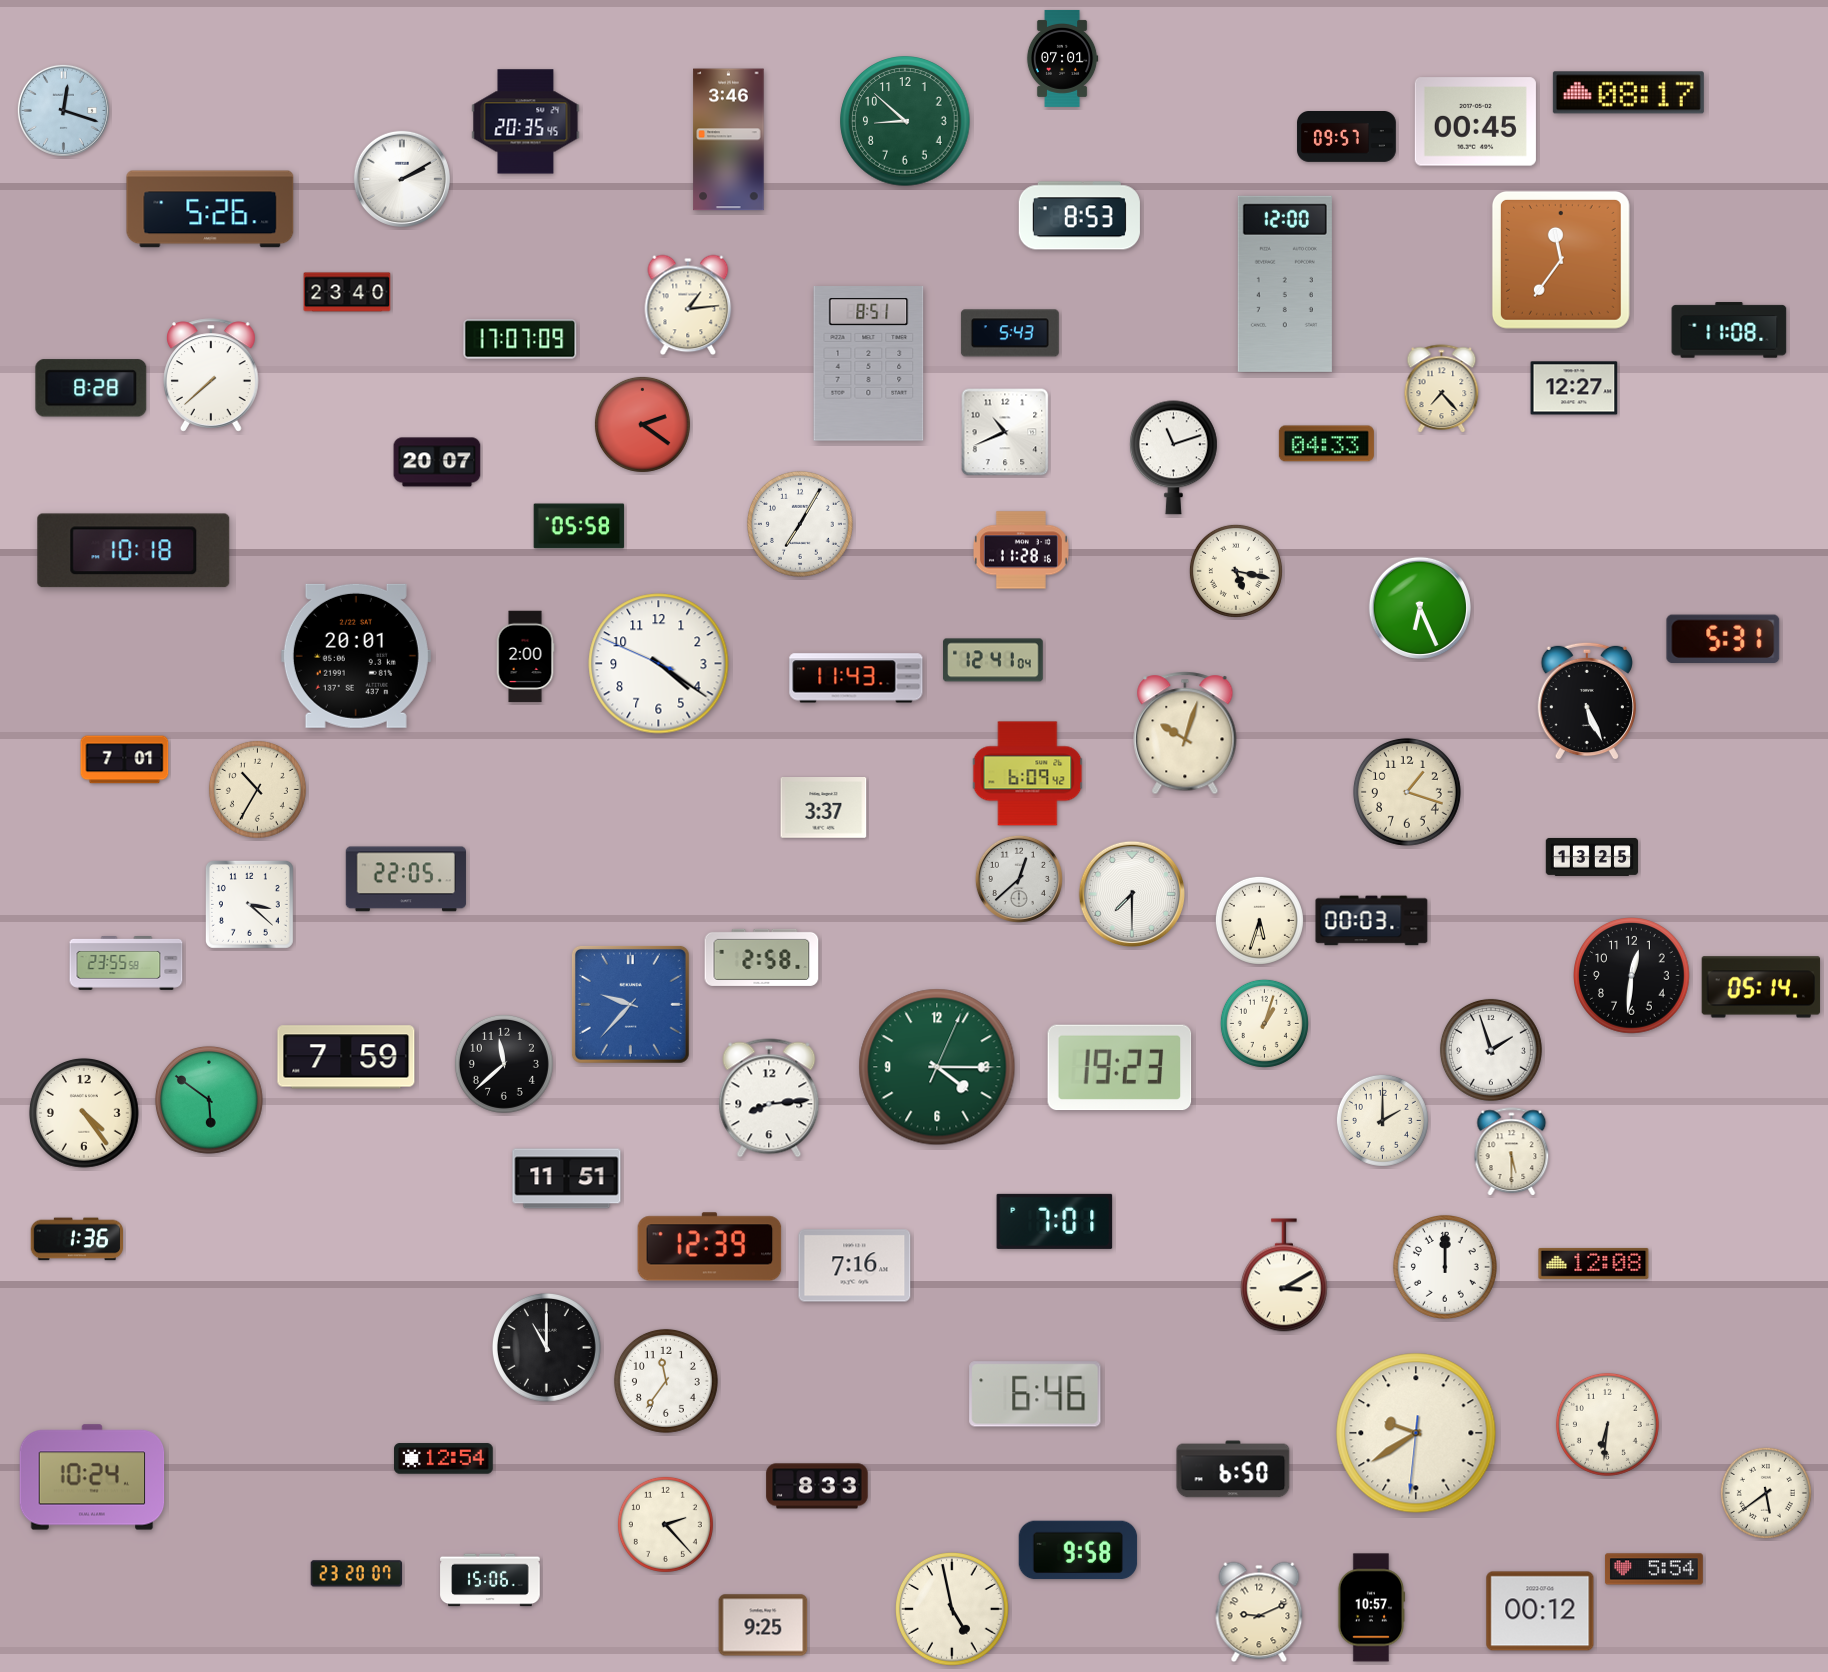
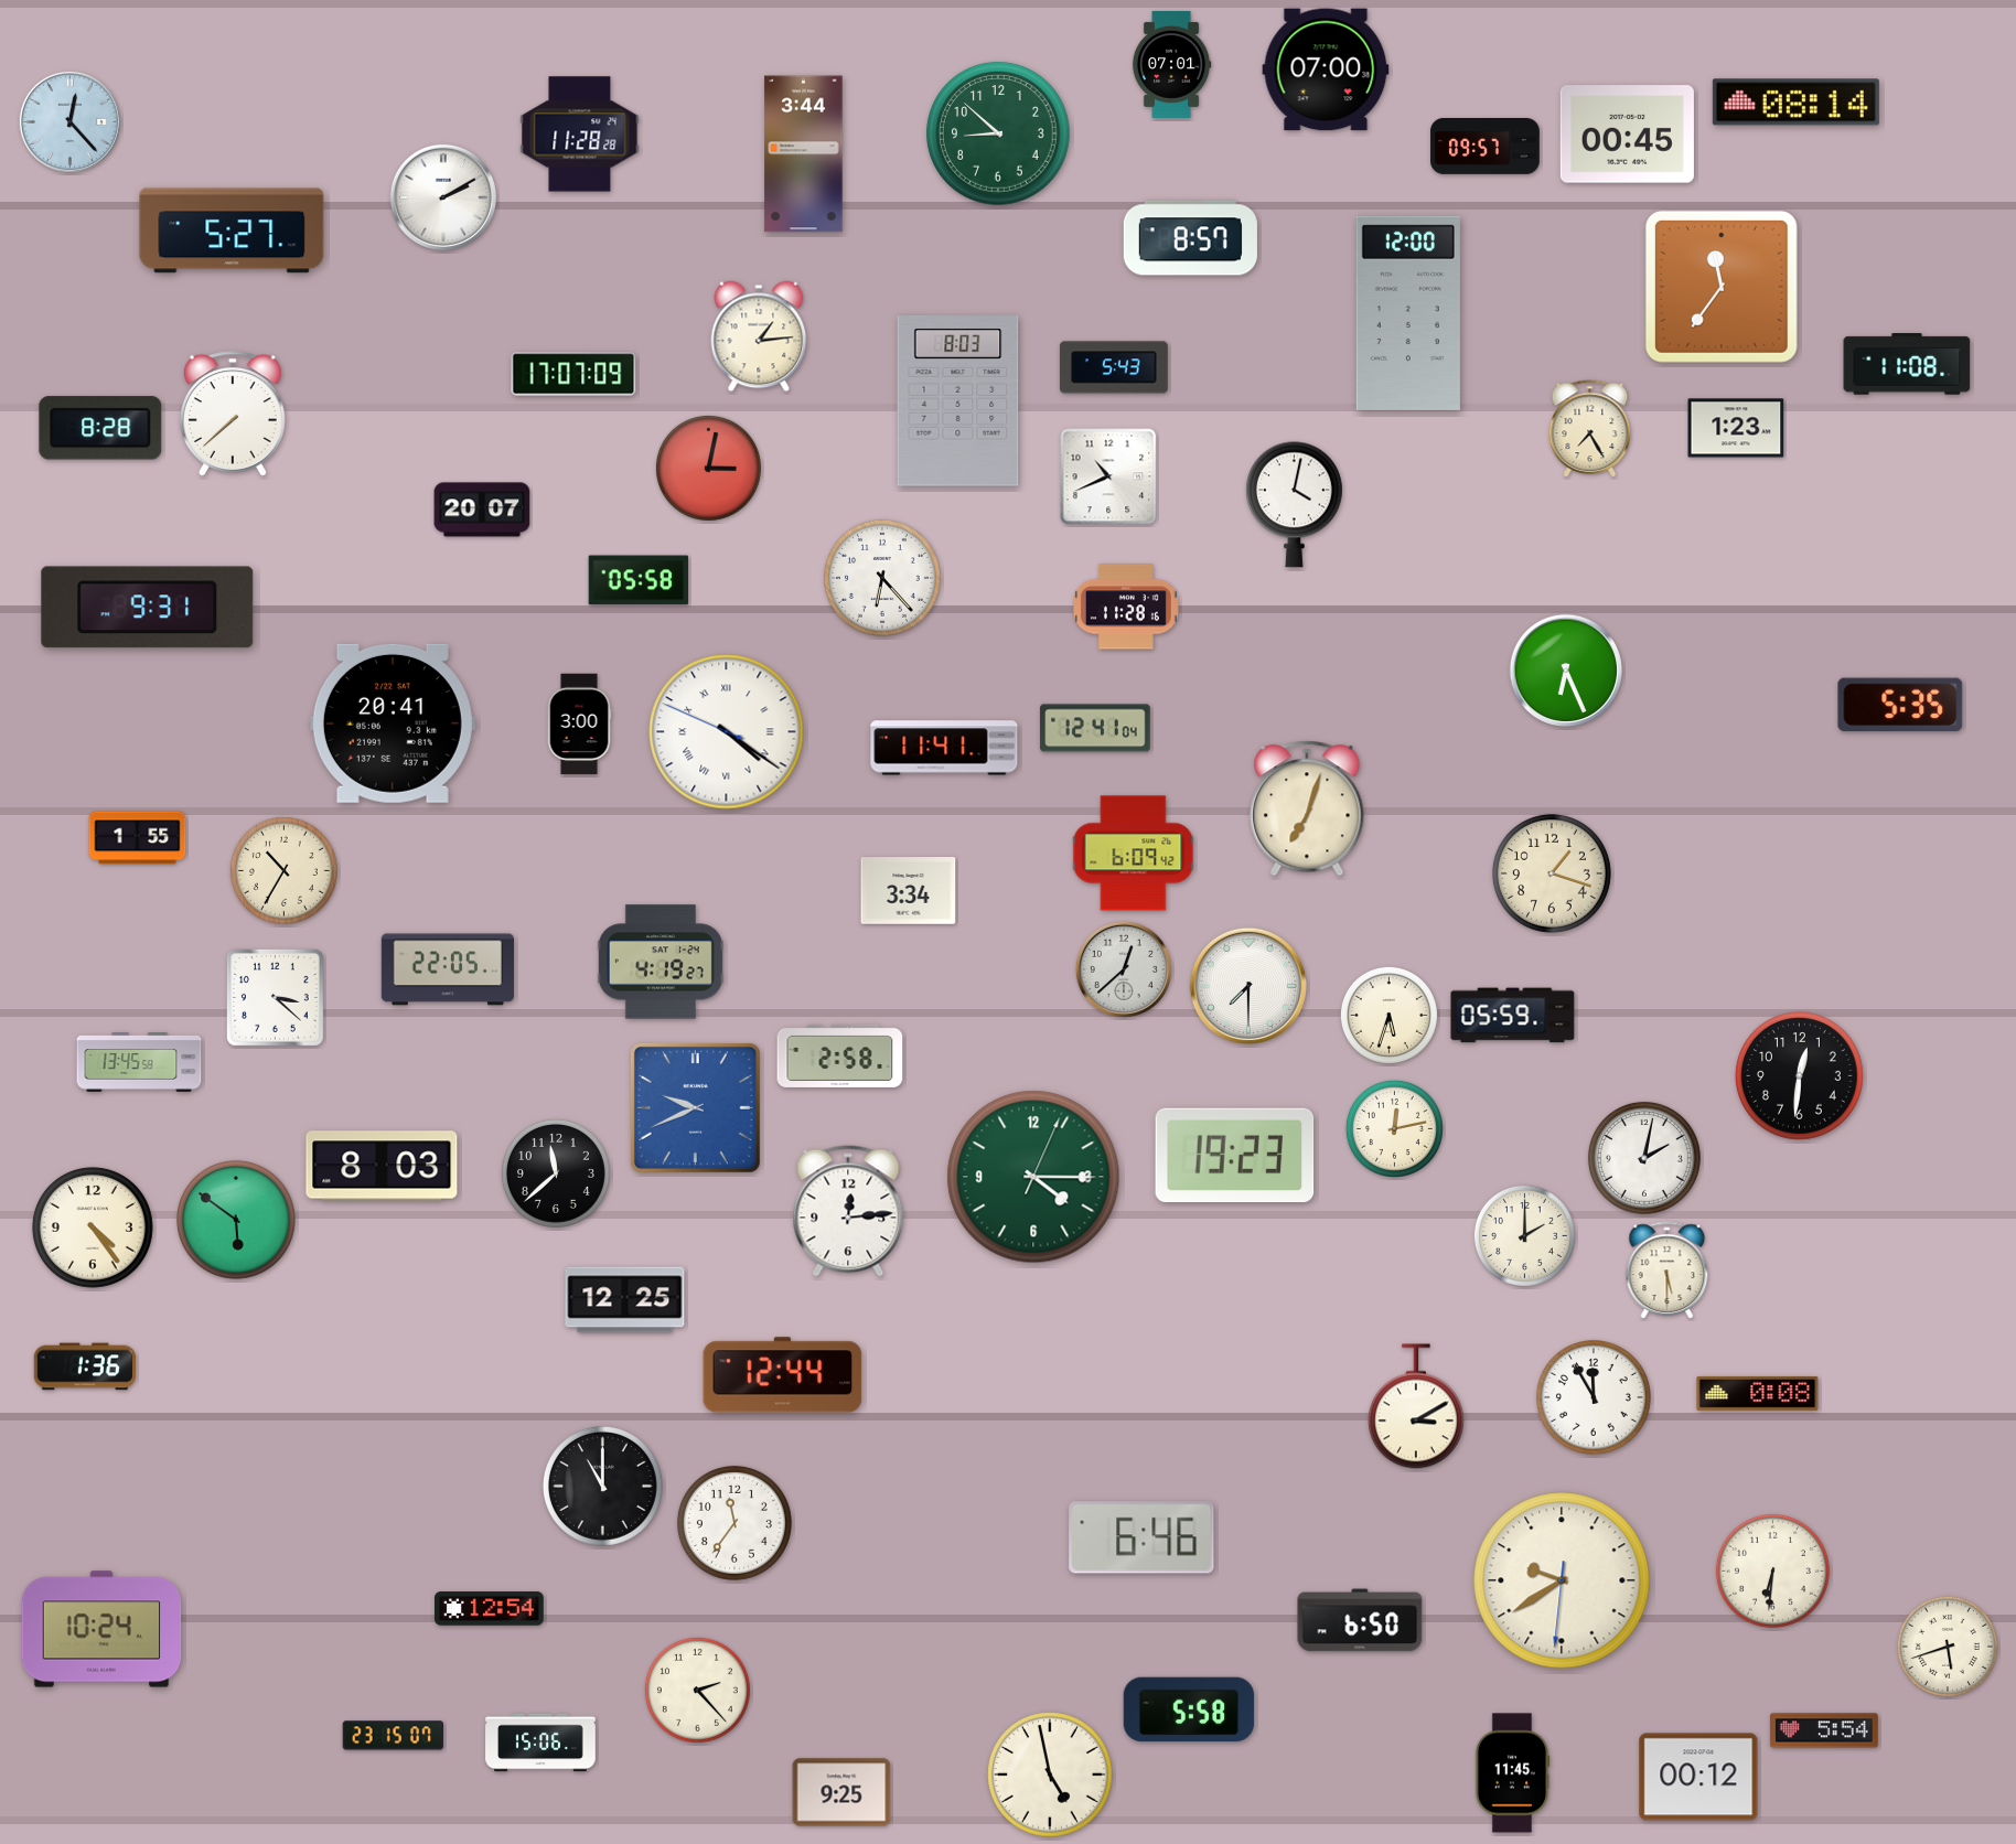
clock at (1326, 69): none -> 07:00
clock at (1628, 93): 08:17 -> 08:14
clock at (63, 110): 12:18 -> 12:23
clock at (526, 122): 20:35 -> 11:28
clock at (1347, 137) position: (1347, 137) -> (1486, 147)
clock at (729, 140): 3:46 -> 3:44
clock at (210, 209): 5:26 -> 5:27
clock at (1079, 216): 8:53 -> 8:57
clock at (1285, 284) position: (1285, 284) -> (1408, 313)
clock at (347, 292): 23:40 -> none
clock at (869, 364): 8:51 -> 8:03
clock at (1574, 388): 12:27 -> 1:23
clock at (1442, 389): 7:23 -> 7:25
clock at (642, 424): 2:21 -> 3:02
clock at (1326, 444): 04:33 -> none
clock at (1173, 458): 11:12 -> 4:02
clock at (800, 524): 7:05 -> 6:23
clock at (134, 551): 10:18 -> 9:31
clock at (1236, 571): 5:17 -> none
clock at (1723, 639): 5:31 -> 5:35
clock at (356, 656): 20:01 -> 20:41
clock at (525, 657): 2:00 -> 3:00
clock at (659, 664) numerals: Arabic -> Roman
clock at (856, 678): 11:43 -> 11:41
clock at (1587, 701): 5:26 -> none
clock at (1185, 733): 10:03 -> 7:03
clock at (125, 760): 7:01 -> 1:55
clock at (824, 808): 3:37 -> 3:34
clock at (1592, 857): 13:25 -> none
clock at (661, 962): none -> 4:19
clock at (1372, 921): 00:03 -> 05:59
clock at (126, 964): 23:55 -> 13:45
clock at (1761, 987): 05:14 -> none
clock at (630, 1004): 9:37 -> 9:41
clock at (1264, 1023): 1:03 -> 12:13
clock at (1491, 1050): 1:57 -> 2:02
clock at (346, 1057): 7:59 -> 8:03
clock at (1120, 1068) position: (1120, 1068) -> (1235, 1156)
clock at (769, 1098): 8:14 -> 12:14
clock at (209, 1100) position: (209, 1100) -> (236, 1220)
clock at (567, 1179): 11:51 -> 12:25
clock at (1055, 1221): 7:01 -> none
clock at (710, 1247): 12:39 -> 12:44
clock at (1594, 1263): 12:08 -> 0:08
clock at (855, 1266): 7:16 -> none
clock at (1445, 1267): 12:00 -> 11:55
clock at (817, 1486): 8:33 -> none
clock at (1766, 1493): 5:39 -> 5:42
clock at (665, 1524) position: (665, 1524) -> (697, 1690)
clock at (1078, 1550): 9:58 -> 5:58
clock at (357, 1574): 23:20 -> 23:15
clock at (1371, 1608): 10:57 -> 11:45
clock at (1259, 1612): 9:11 -> none
